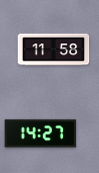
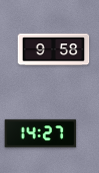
clock at (54, 50): 11:58 -> 9:58
